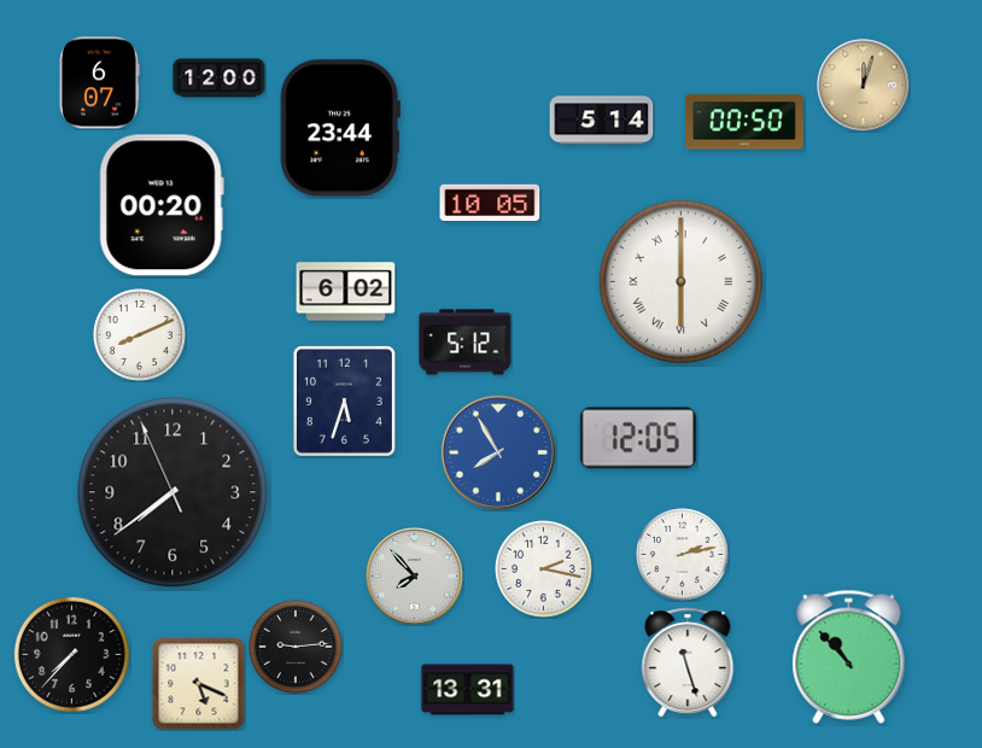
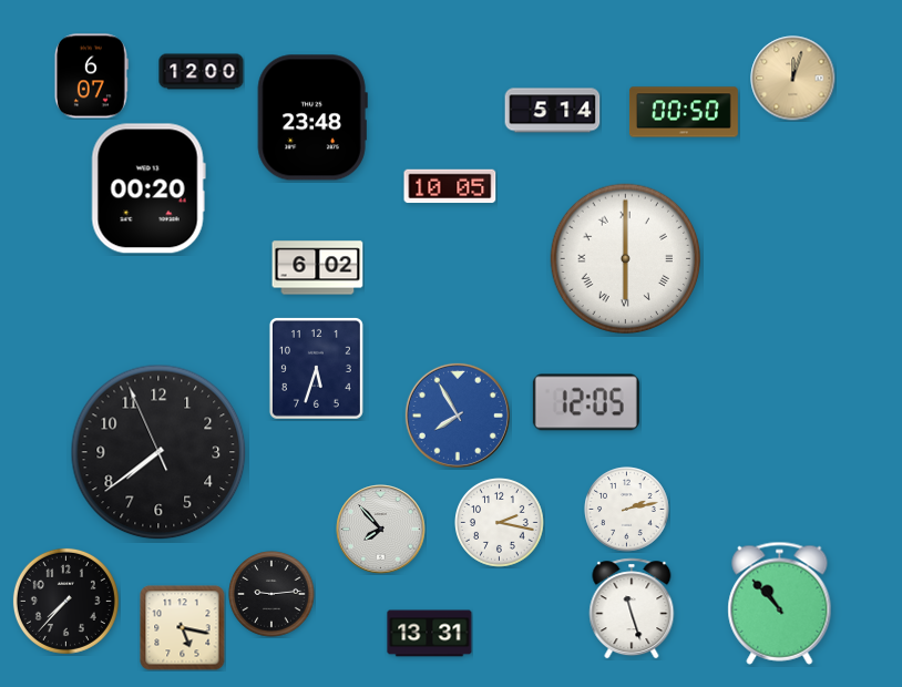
clock at (340, 128): 23:44 -> 23:48
clock at (140, 335): 8:11 -> none
clock at (466, 343): 5:12 -> none
clock at (199, 684): 5:19 -> 5:17
